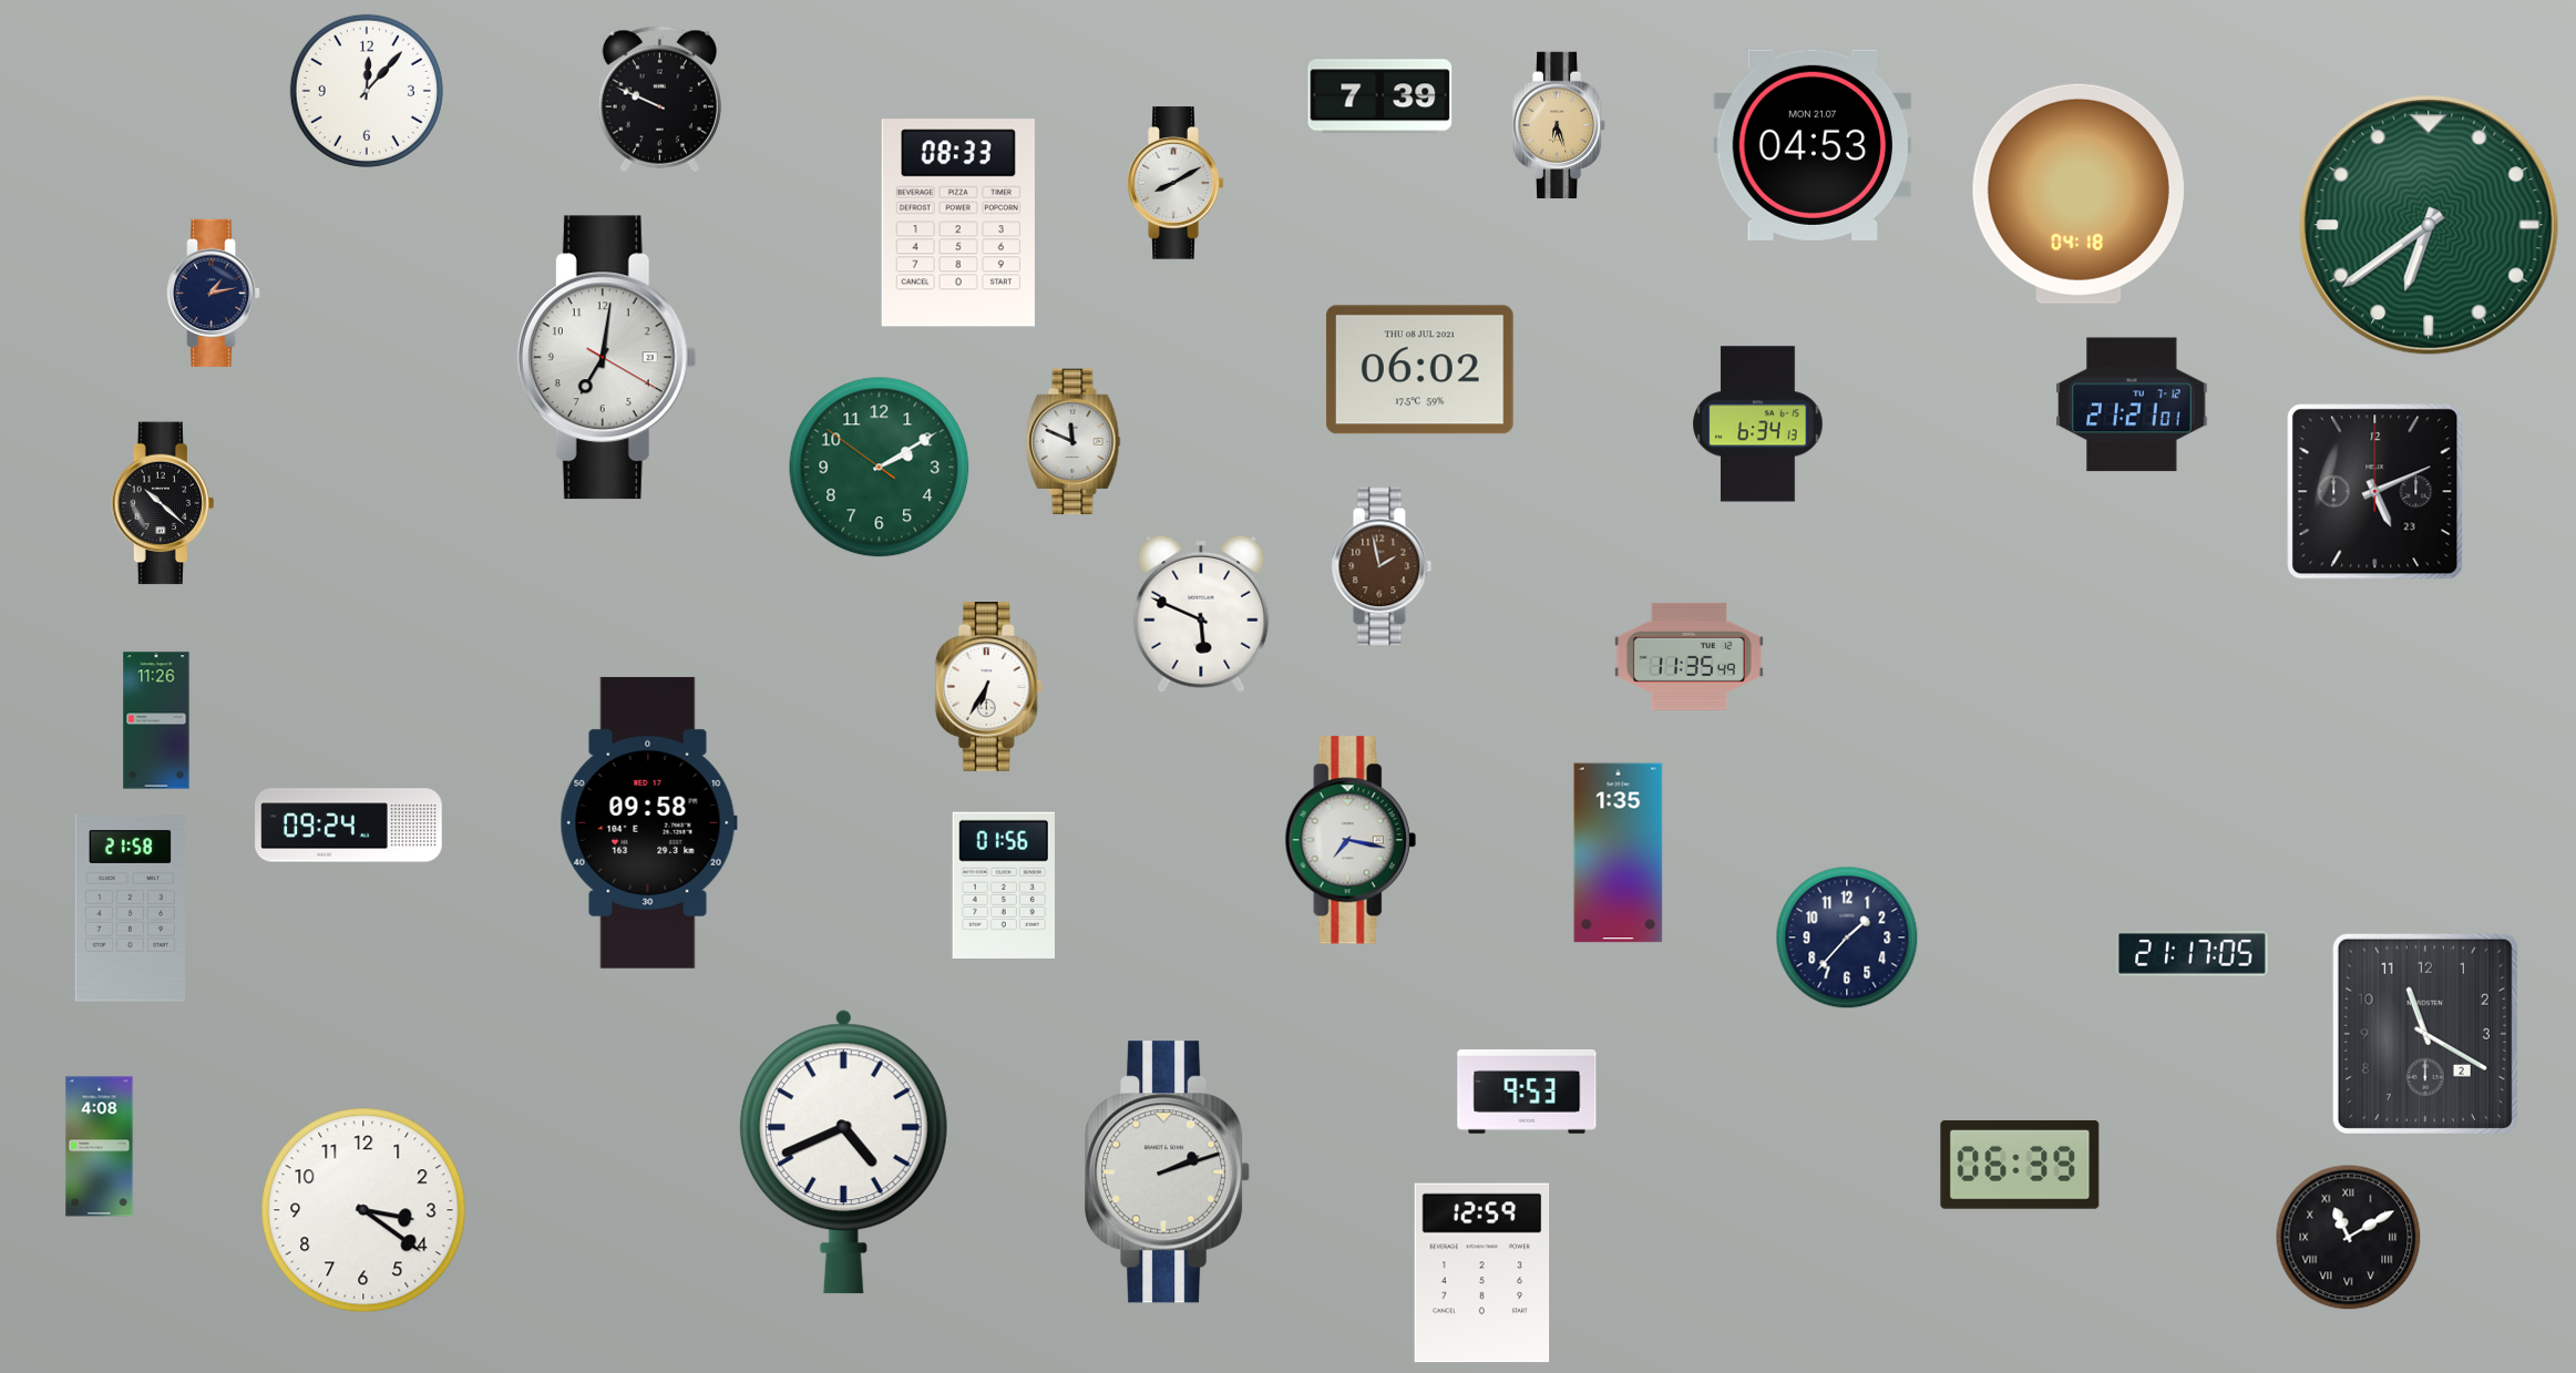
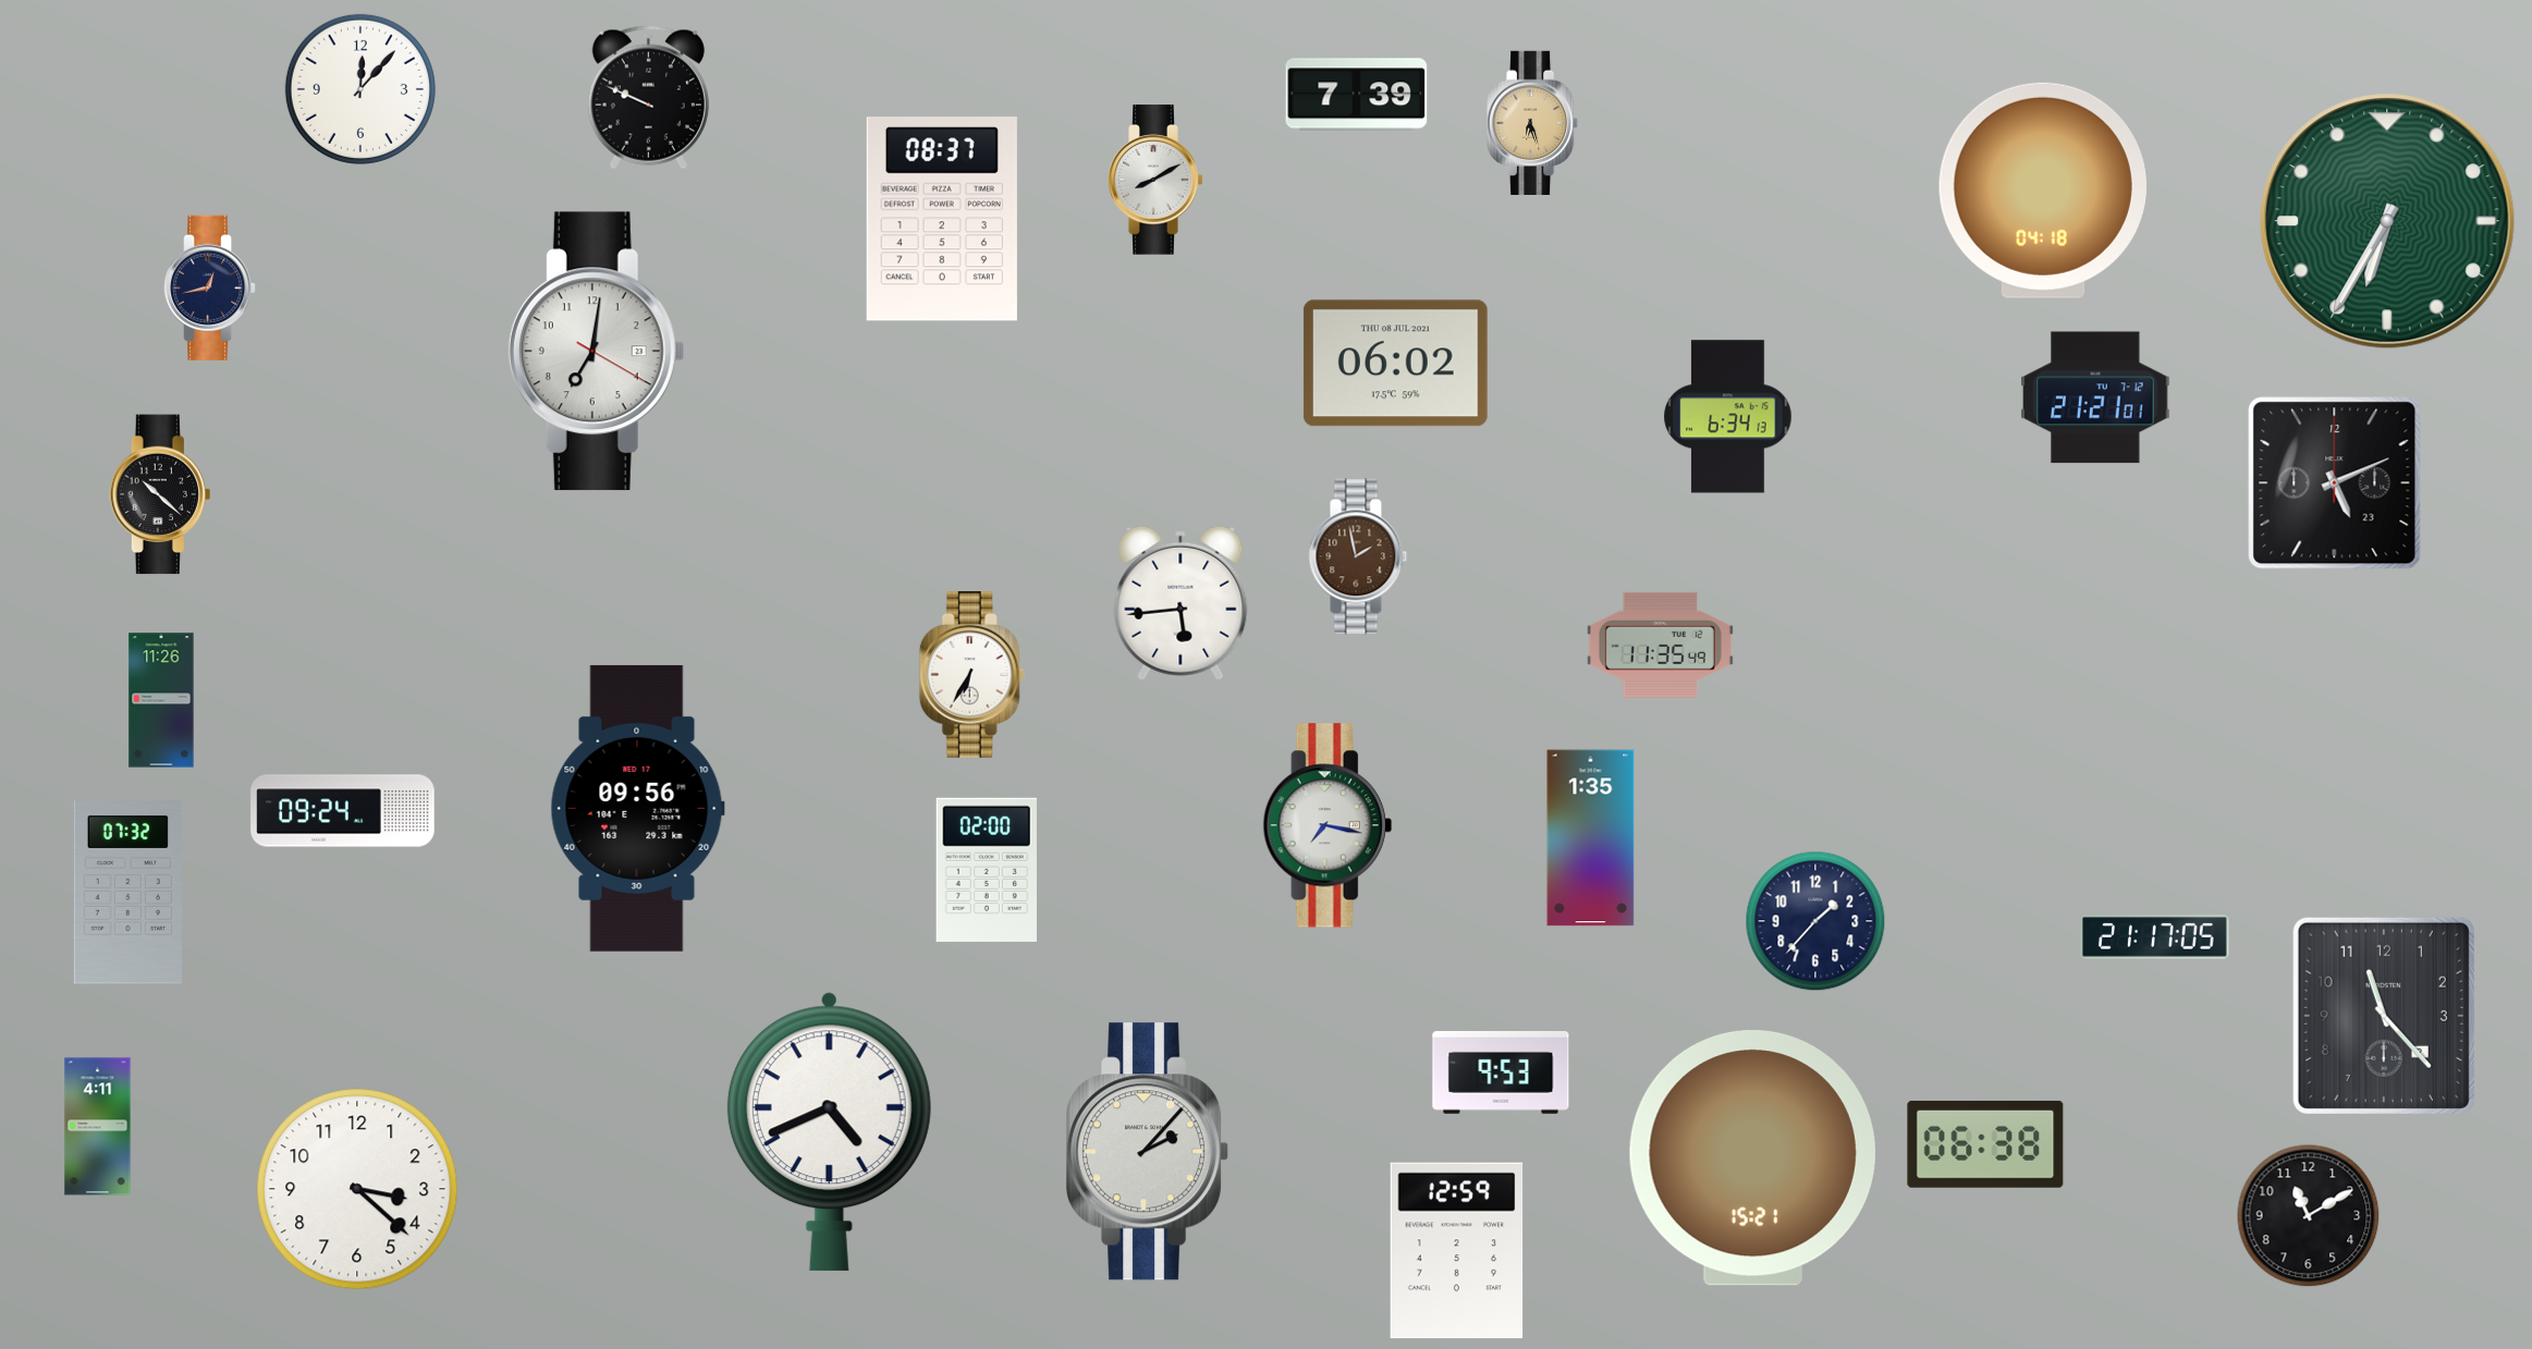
clock at (1813, 145): 04:53 -> none
clock at (958, 223): 08:33 -> 08:37
clock at (2429, 225): 6:39 -> 6:35
clock at (215, 293): 1:13 -> 12:43
clock at (1074, 442): 11:49 -> none
clock at (880, 468): 2:09 -> none
clock at (1201, 614): 5:49 -> 5:44
clock at (156, 720) position: (156, 720) -> (161, 700)
clock at (648, 822): 09:58 -> 09:56
clock at (1004, 885): 01:56 -> 02:00
clock at (130, 909): 21:58 -> 07:32
clock at (2425, 1034): 11:20 -> 11:23
clock at (100, 1147): 4:08 -> 4:11
clock at (2020, 1165): 06:39 -> 06:38
clock at (1169, 1172): 2:12 -> 2:07
clock at (1752, 1158): none -> 15:21
clock at (363, 1210): 3:21 -> 3:22
clock at (2349, 1238) numerals: Roman -> Arabic
